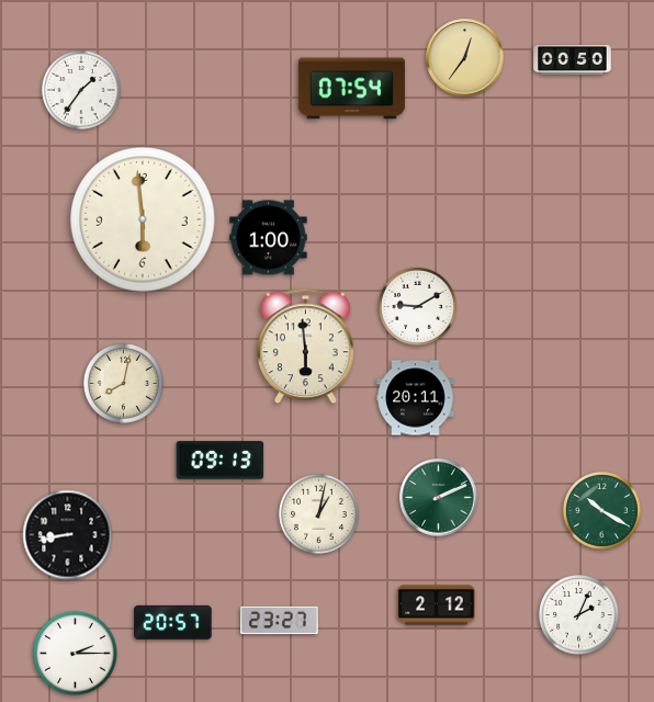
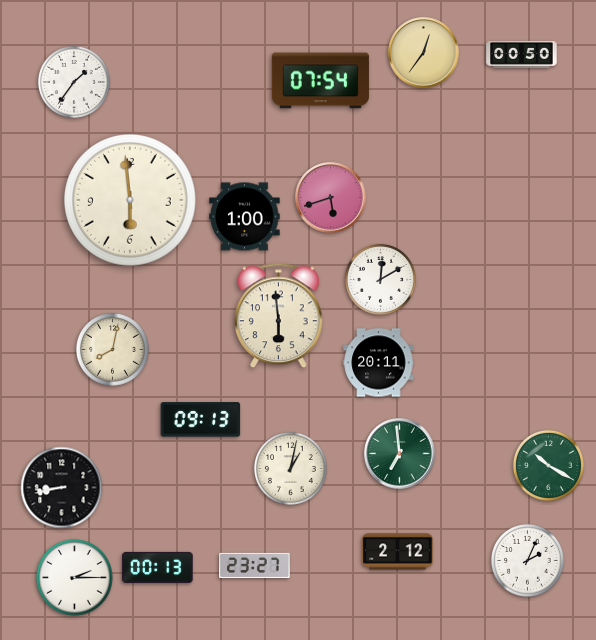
clock at (331, 198): none -> 5:42
clock at (417, 306): 9:10 -> 12:10
clock at (439, 498): 2:11 -> 6:59
clock at (173, 622): 20:57 -> 00:13
clock at (76, 654) position: (76, 654) -> (75, 578)
